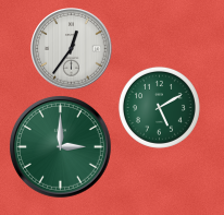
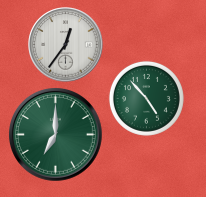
clock at (159, 107): 5:10 -> 4:53
clock at (61, 147): 3:00 -> 7:00
